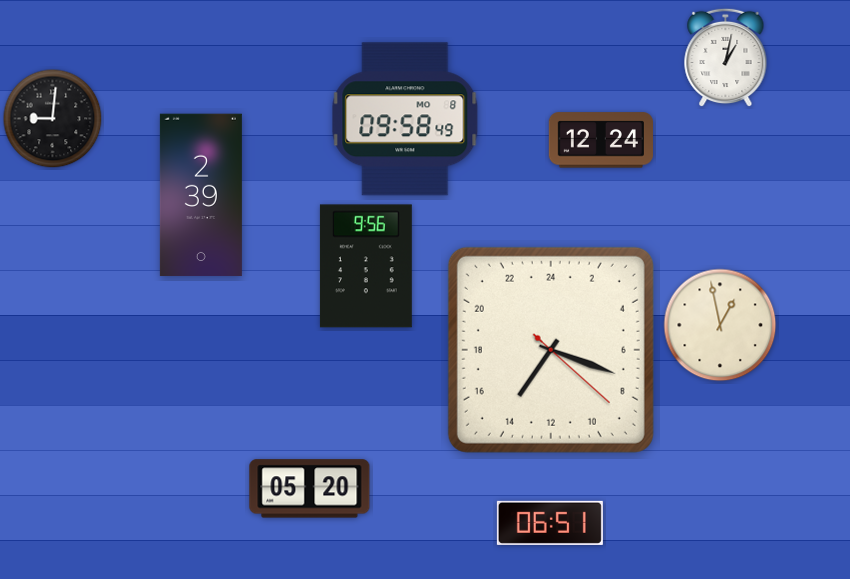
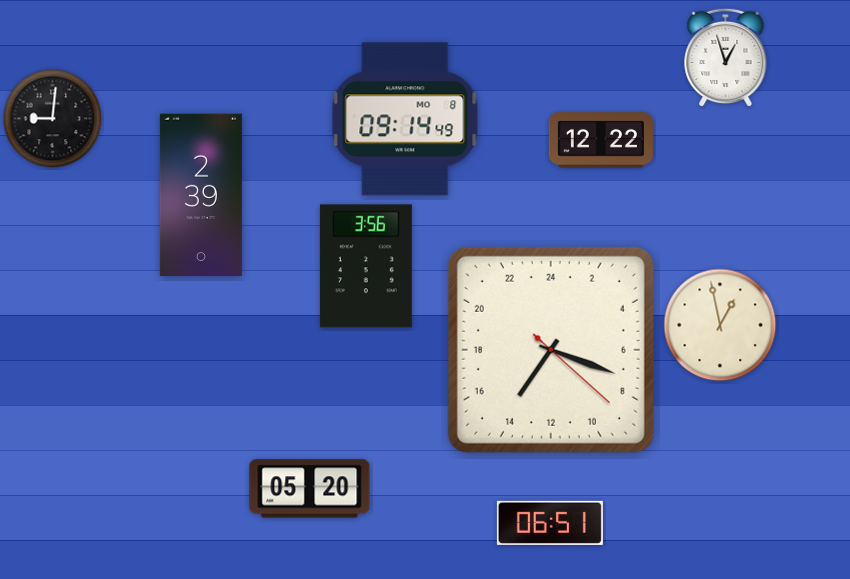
clock at (726, 58): 1:02 -> 12:57
clock at (405, 119): 09:58 -> 09:14
clock at (601, 140): 12:24 -> 12:22
clock at (366, 266): 9:56 -> 3:56
